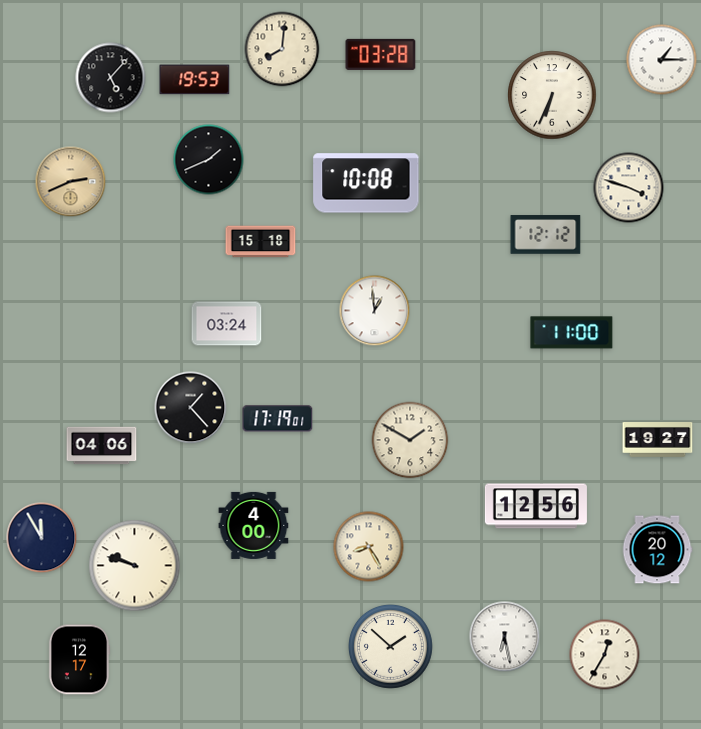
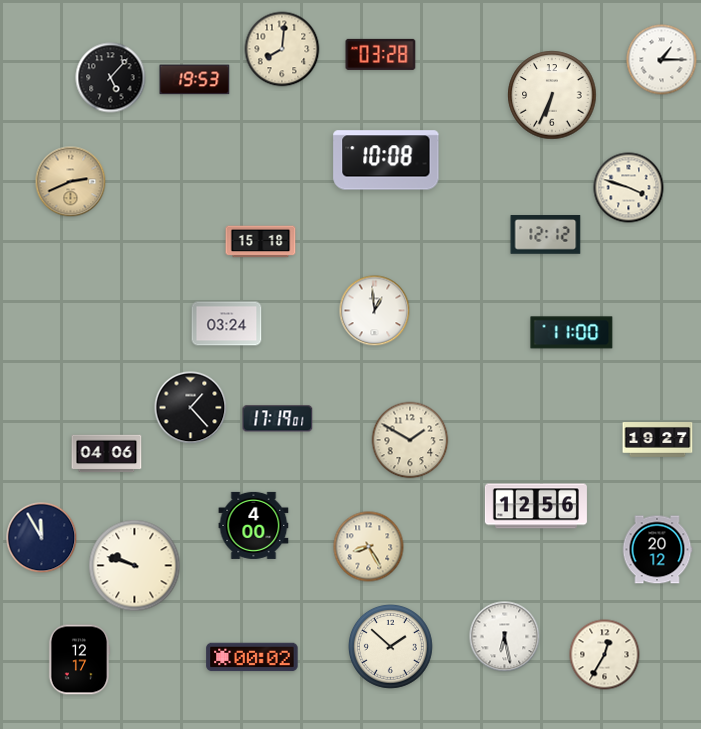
clock at (209, 160): 1:41 -> none
clock at (366, 183) position: (366, 183) -> (386, 160)
clock at (102, 446) position: (102, 446) -> (107, 454)
clock at (252, 657): none -> 00:02
